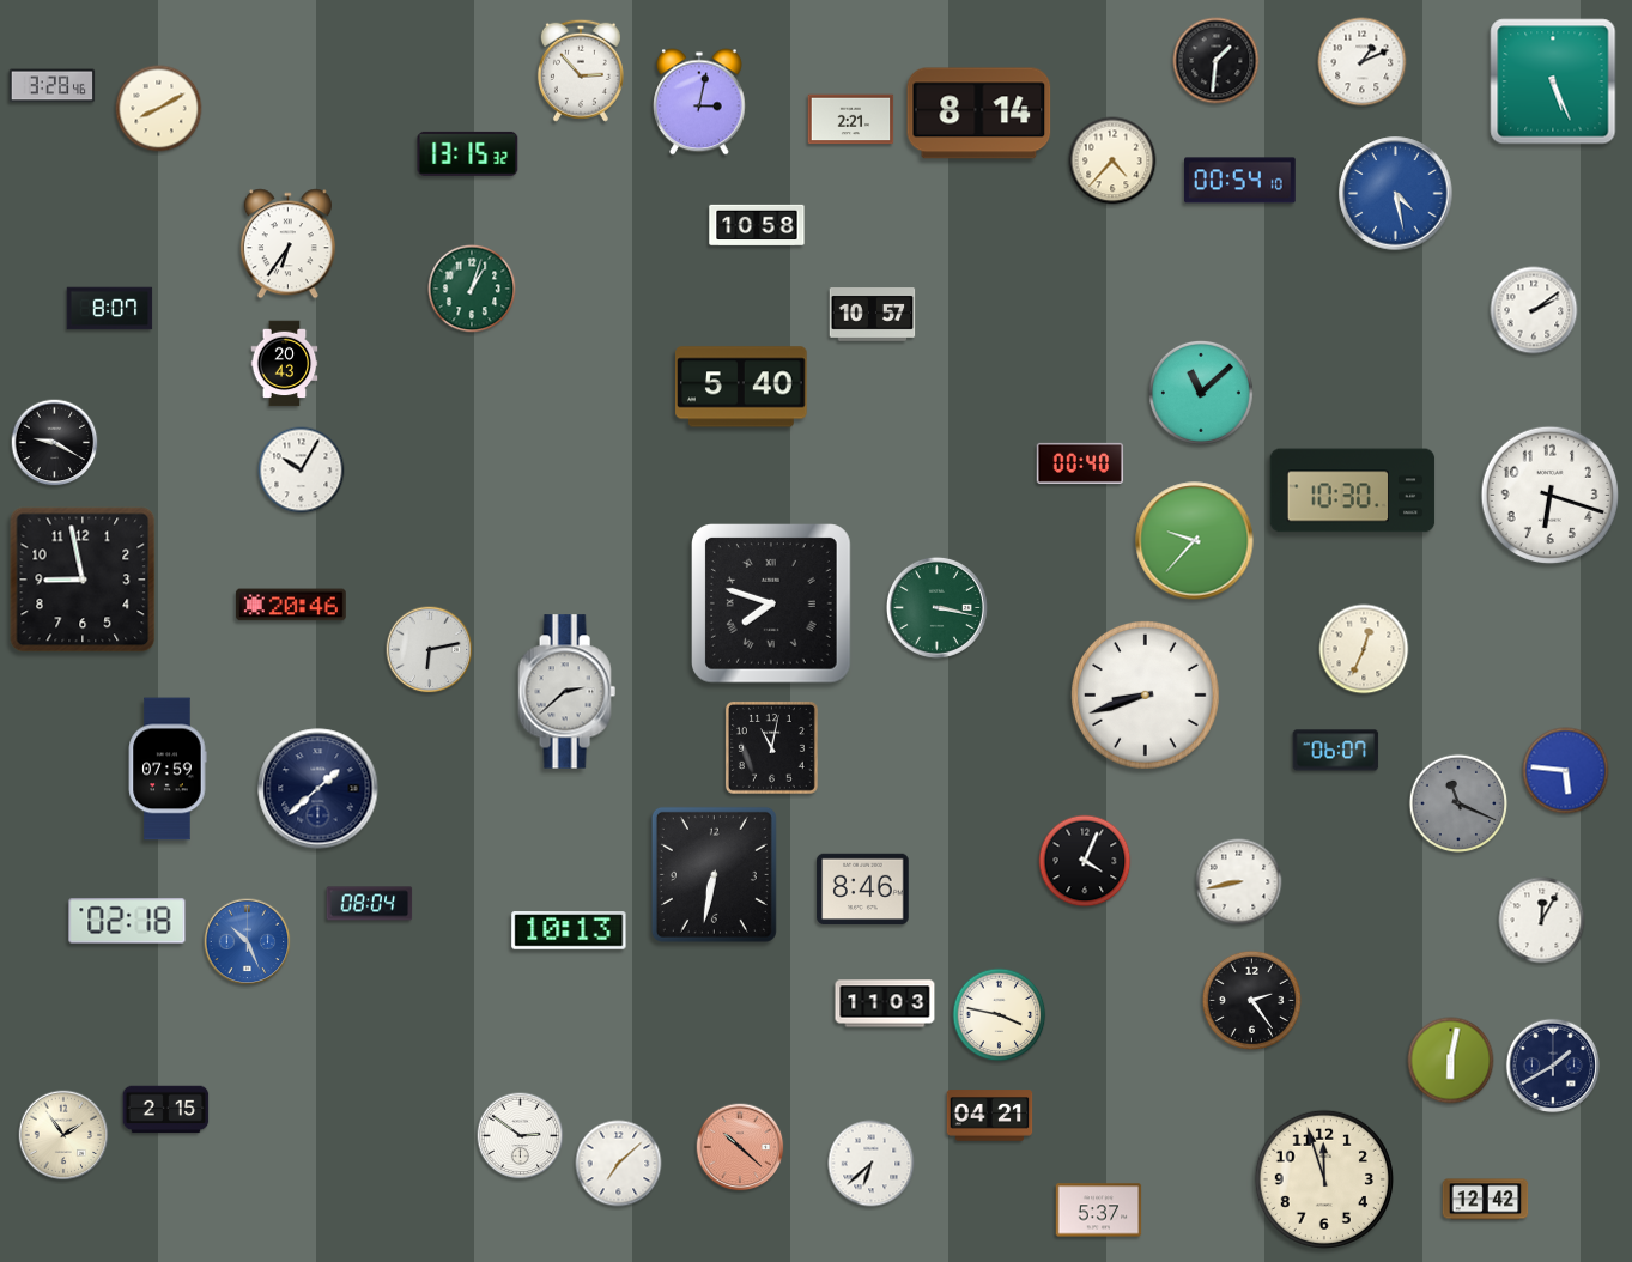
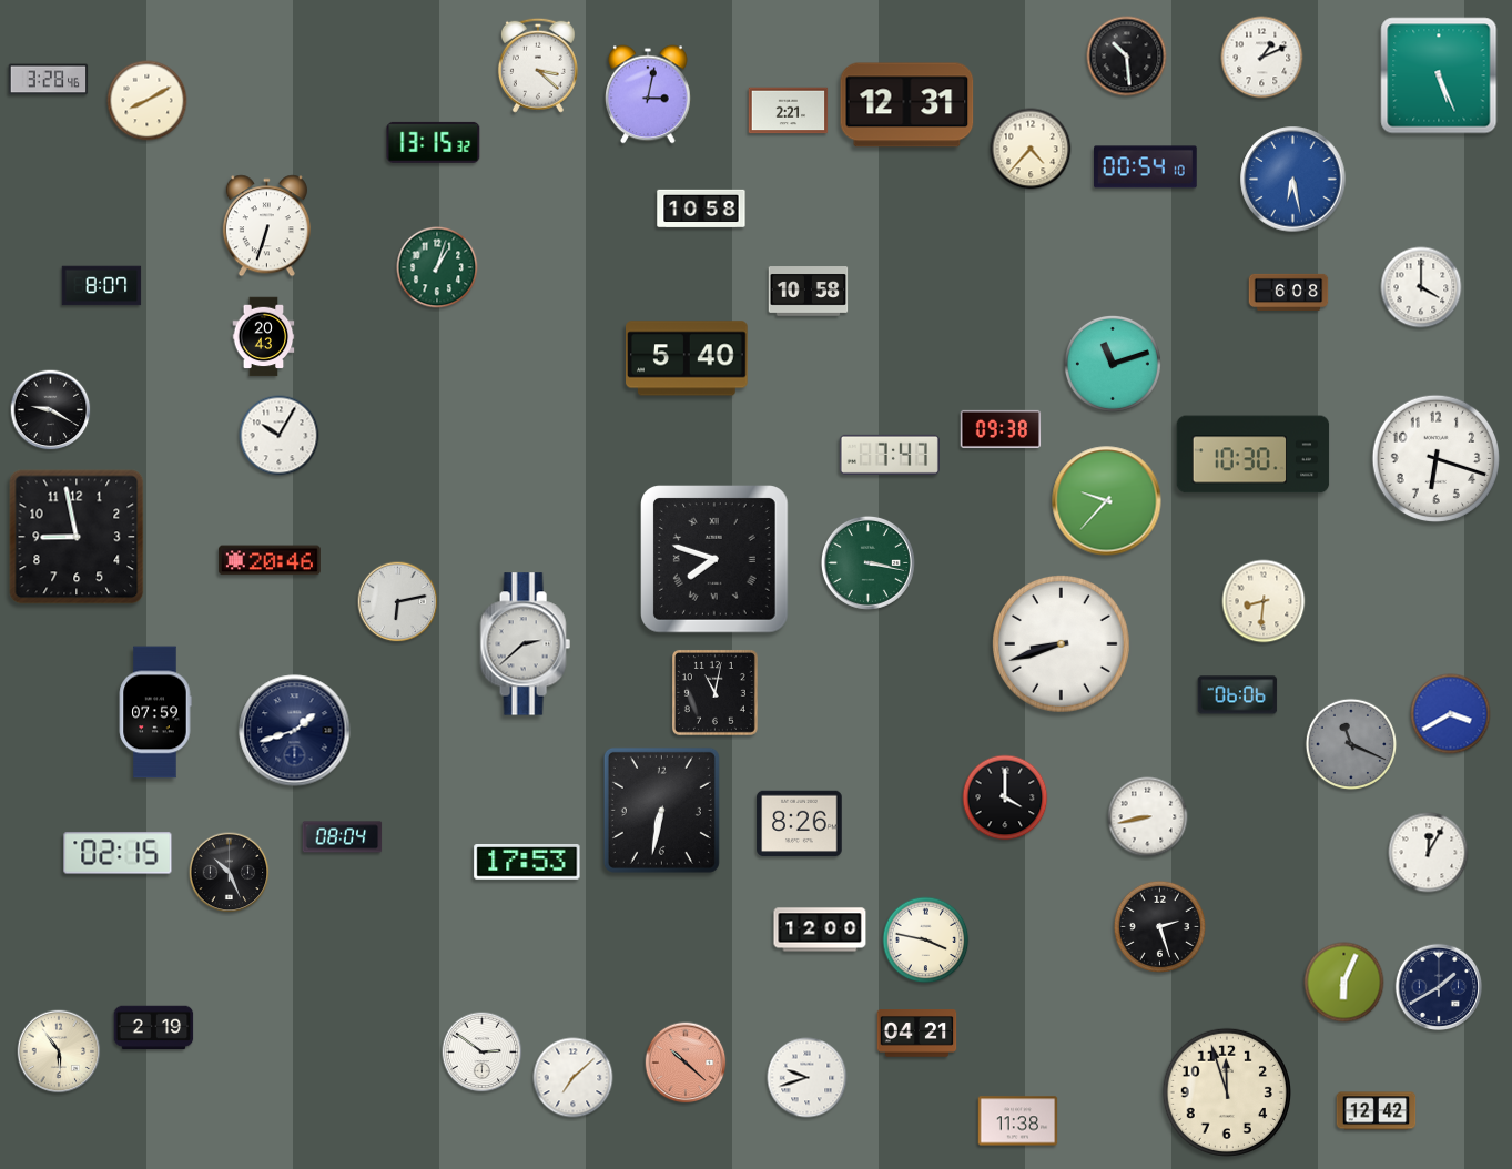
clock at (1217, 61): 1:31 -> 10:29
clock at (581, 71): 2:53 -> 3:22
clock at (979, 114): 8:14 -> 12:31
clock at (1240, 181) position: (1240, 181) -> (1146, 167)
clock at (1396, 194): 4:28 -> 6:28
clock at (287, 244): 6:36 -> 6:33
clock at (1534, 310): 2:09 -> 4:00
clock at (873, 315): 10:57 -> 10:58
clock at (1289, 292): none -> 6:08
clock at (1201, 393): 11:08 -> 11:12
clock at (1080, 463): 00:40 -> 09:38
clock at (890, 455): none -> 7:47
clock at (1364, 649): 12:34 -> 8:31
clock at (566, 692) position: (566, 692) -> (525, 644)
clock at (1336, 751): 06:07 -> 06:06
clock at (1566, 771): 5:46 -> 3:40
clock at (318, 789): 1:38 -> 1:42
clock at (1085, 861): 4:04 -> 4:00
clock at (863, 890): 8:46 -> 8:26
clock at (127, 921): 02:18 -> 02:15
clock at (569, 930): 10:13 -> 17:53
clock at (248, 942) dial: blue -> black
clock at (1251, 1000): 2:24 -> 2:27
clock at (885, 1003): 11:03 -> 12:00
clock at (1451, 1061): 6:02 -> 6:04
clock at (166, 1110): 2:15 -> 2:19
clock at (63, 1135): 1:54 -> 5:54
clock at (872, 1164): 6:38 -> 9:42
clock at (1099, 1211): 5:37 -> 11:38
